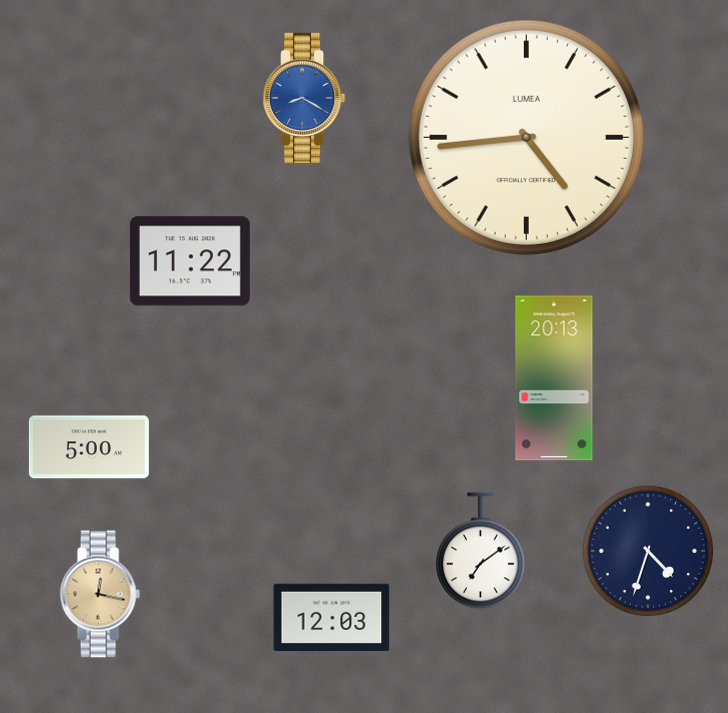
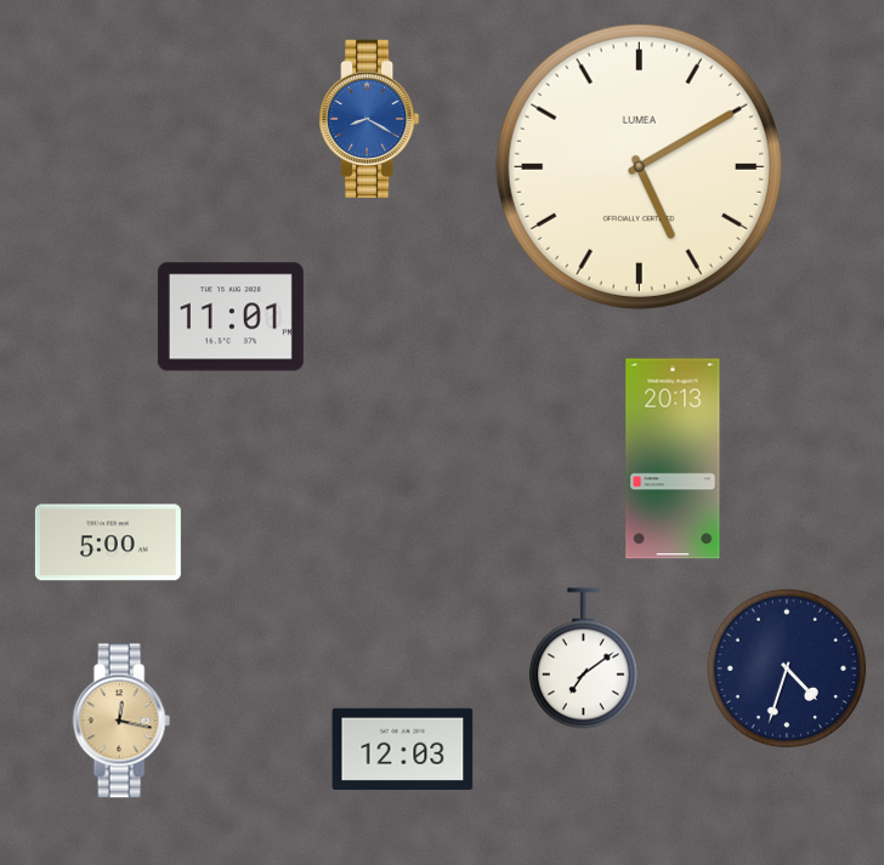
clock at (526, 137): 4:44 -> 5:10
clock at (190, 261): 11:22 -> 11:01
clock at (480, 551) position: (480, 551) -> (583, 659)
